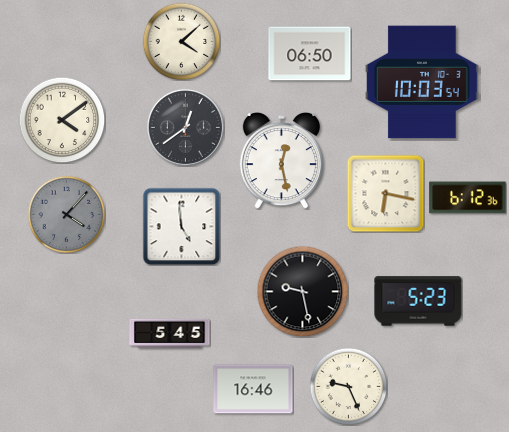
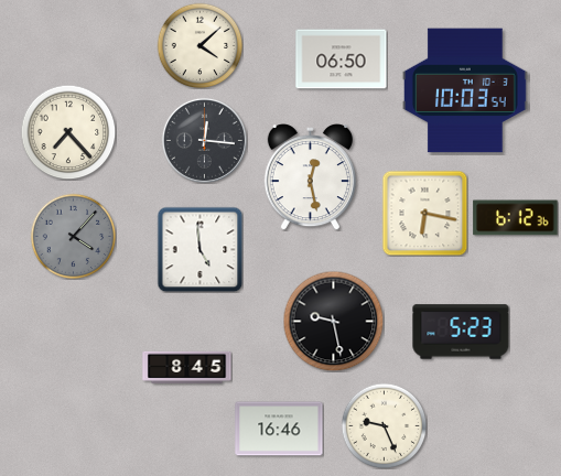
clock at (62, 120): 4:09 -> 7:23
clock at (185, 127): 12:39 -> 12:16
clock at (170, 333): 5:45 -> 8:45
